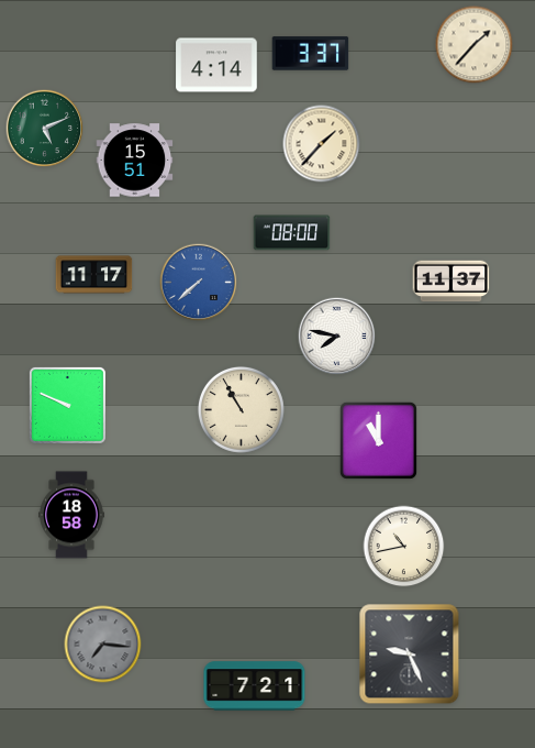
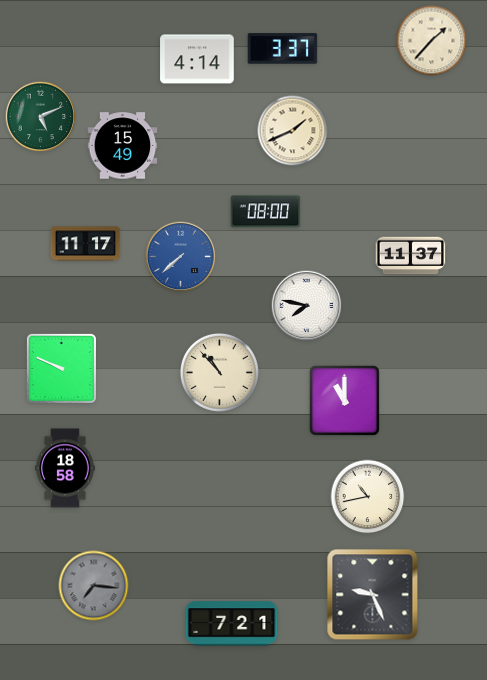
clock at (322, 144): 1:37 -> 1:41
clock at (135, 161): 15:51 -> 15:49
clock at (94, 275) position: (94, 275) -> (86, 244)
clock at (241, 409): 10:55 -> 10:53
